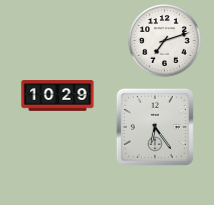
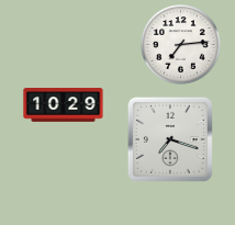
clock at (165, 41): 7:12 -> 7:14
clock at (155, 127): 6:24 -> 7:18
